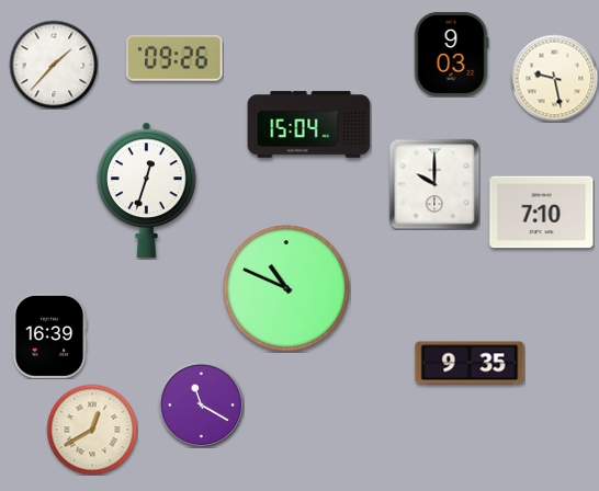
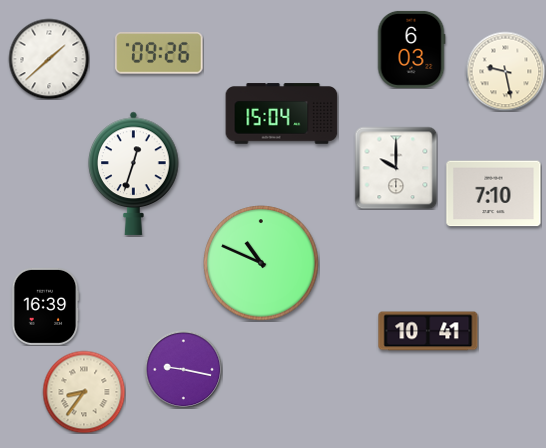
clock at (451, 54): 9:03 -> 6:03
clock at (54, 65): 1:37 -> 1:38
clock at (470, 363): 9:35 -> 10:41
clock at (201, 404): 11:20 -> 9:17
clock at (92, 430): 12:40 -> 8:36
